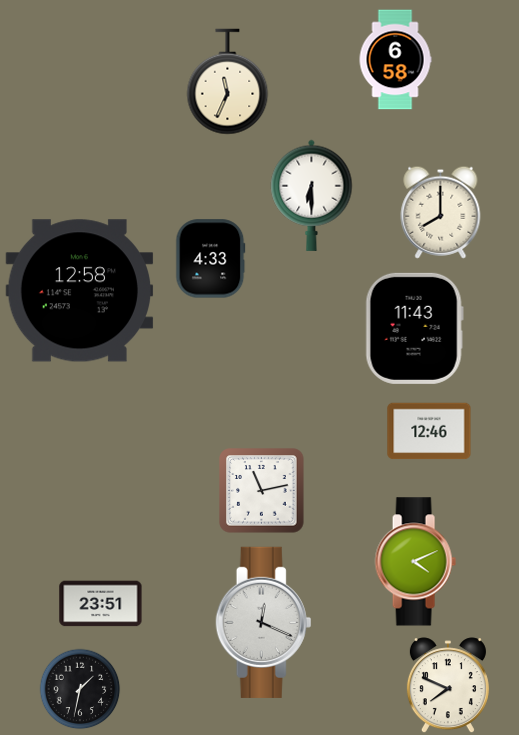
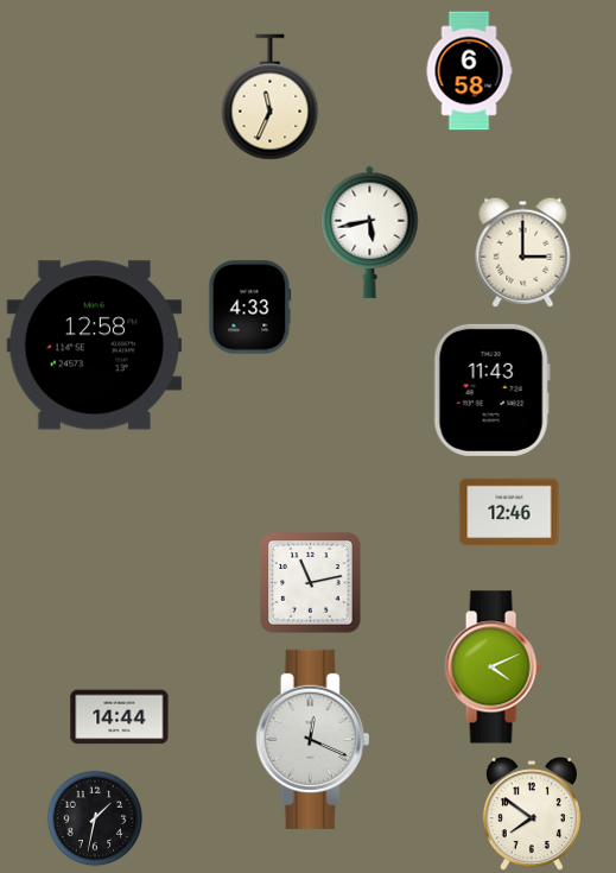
clock at (312, 195): 6:30 -> 5:43
clock at (441, 212): 8:00 -> 3:00
clock at (101, 604): 23:51 -> 14:44
clock at (448, 685): 7:49 -> 7:51
